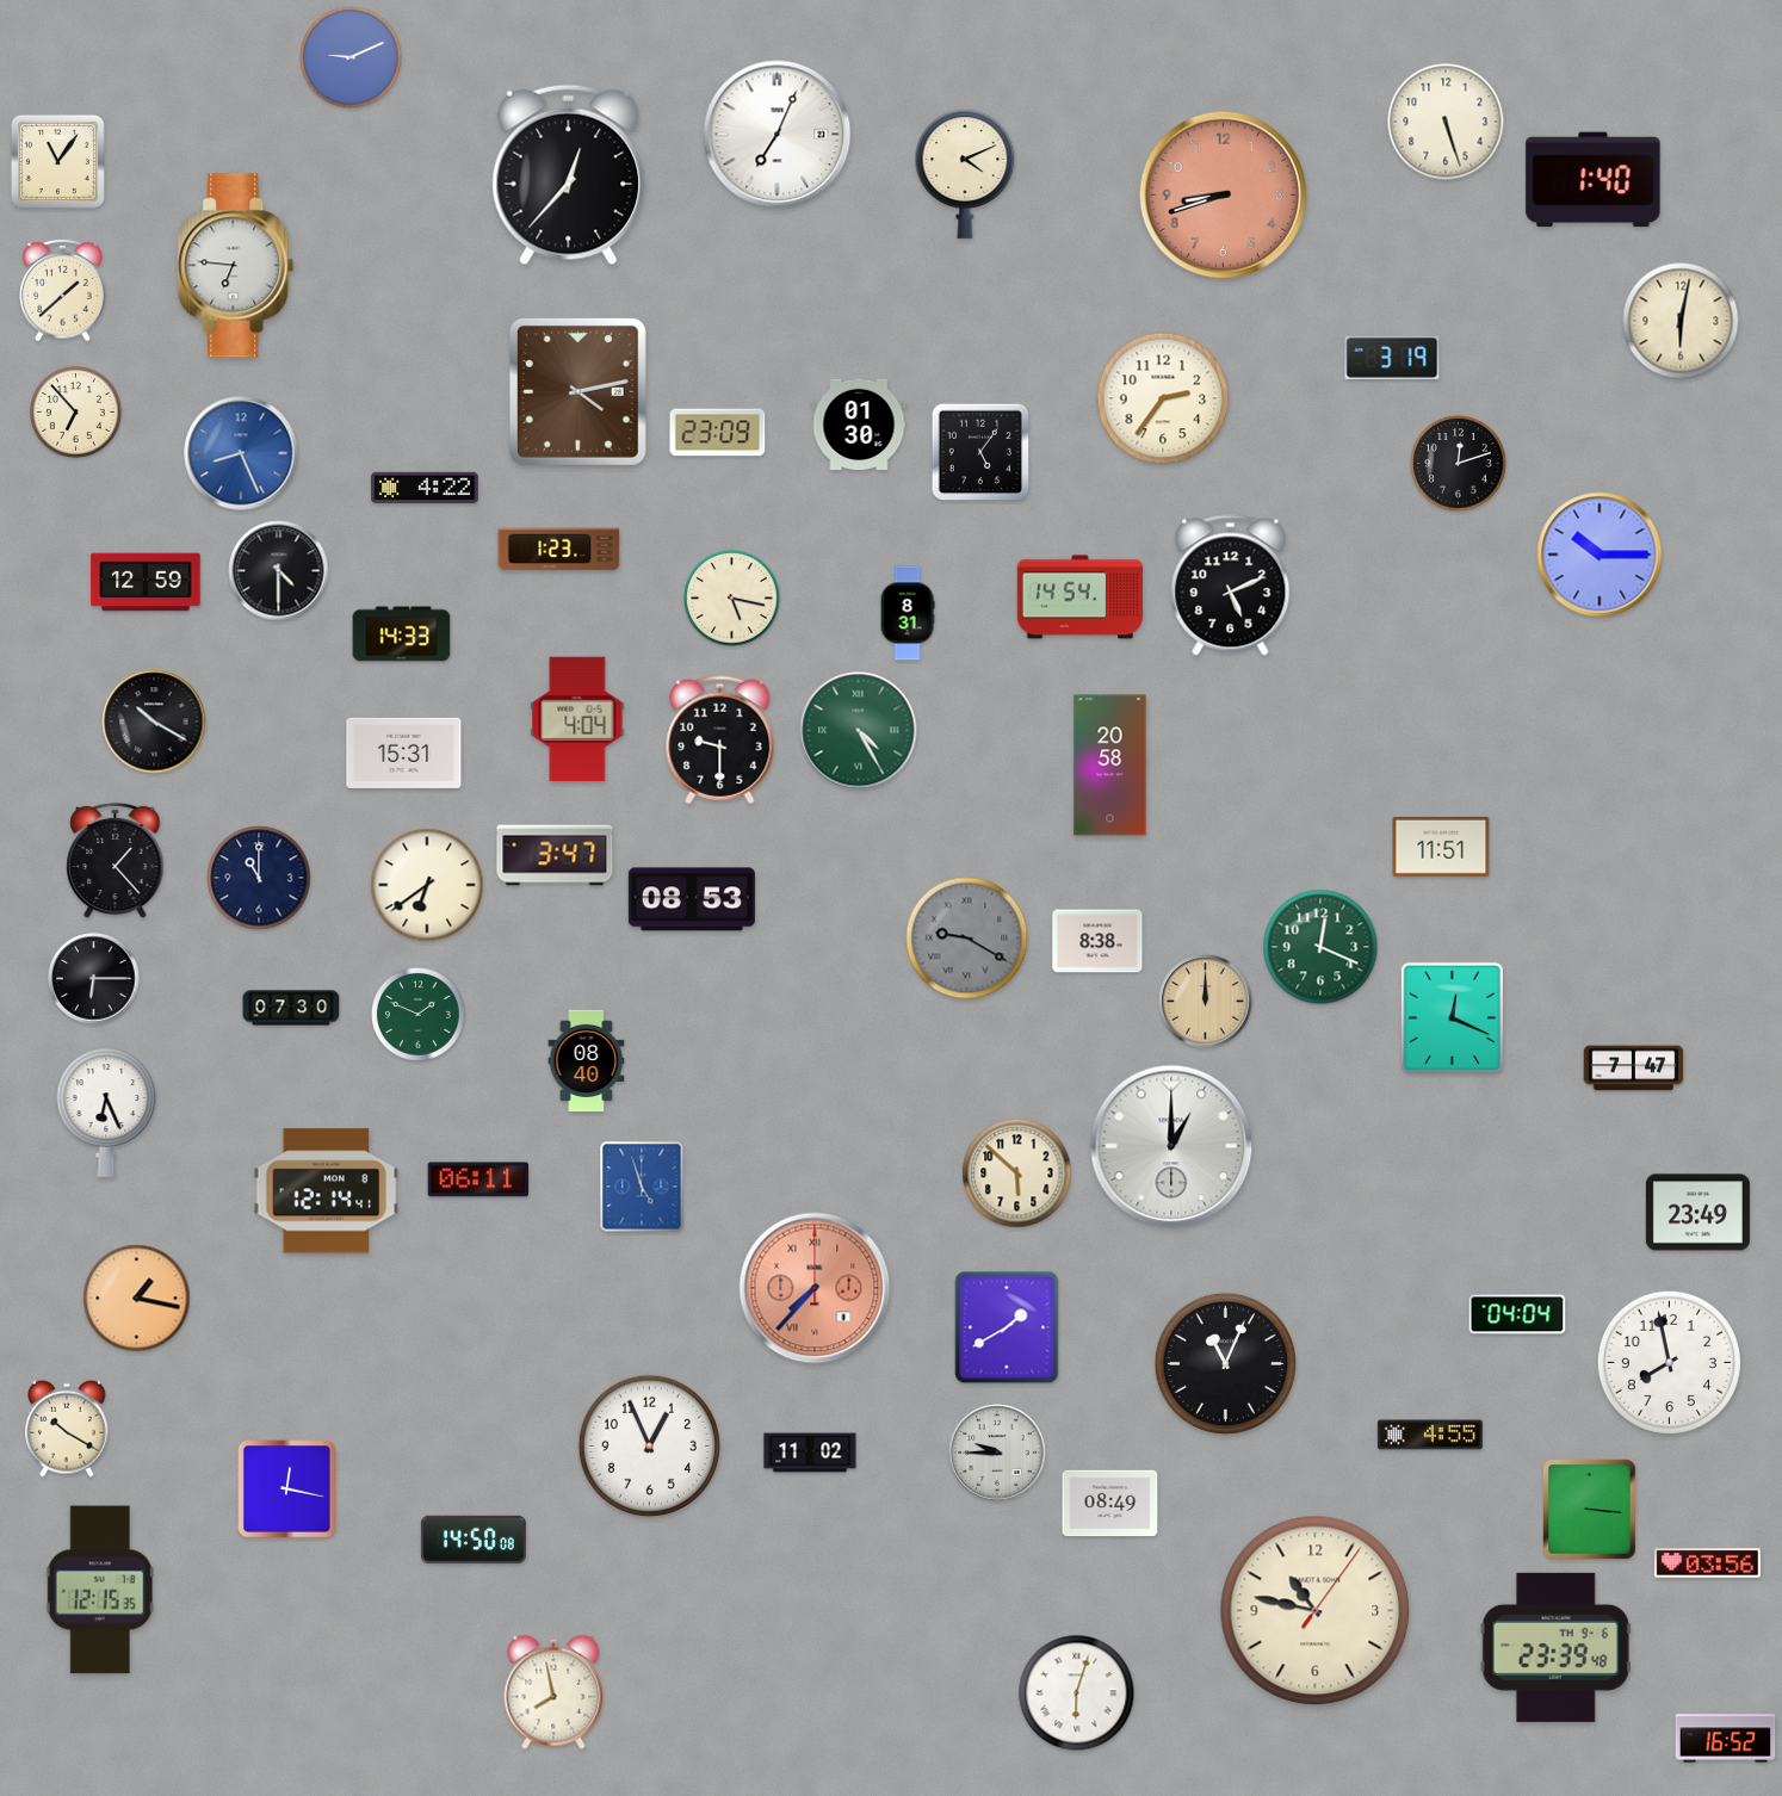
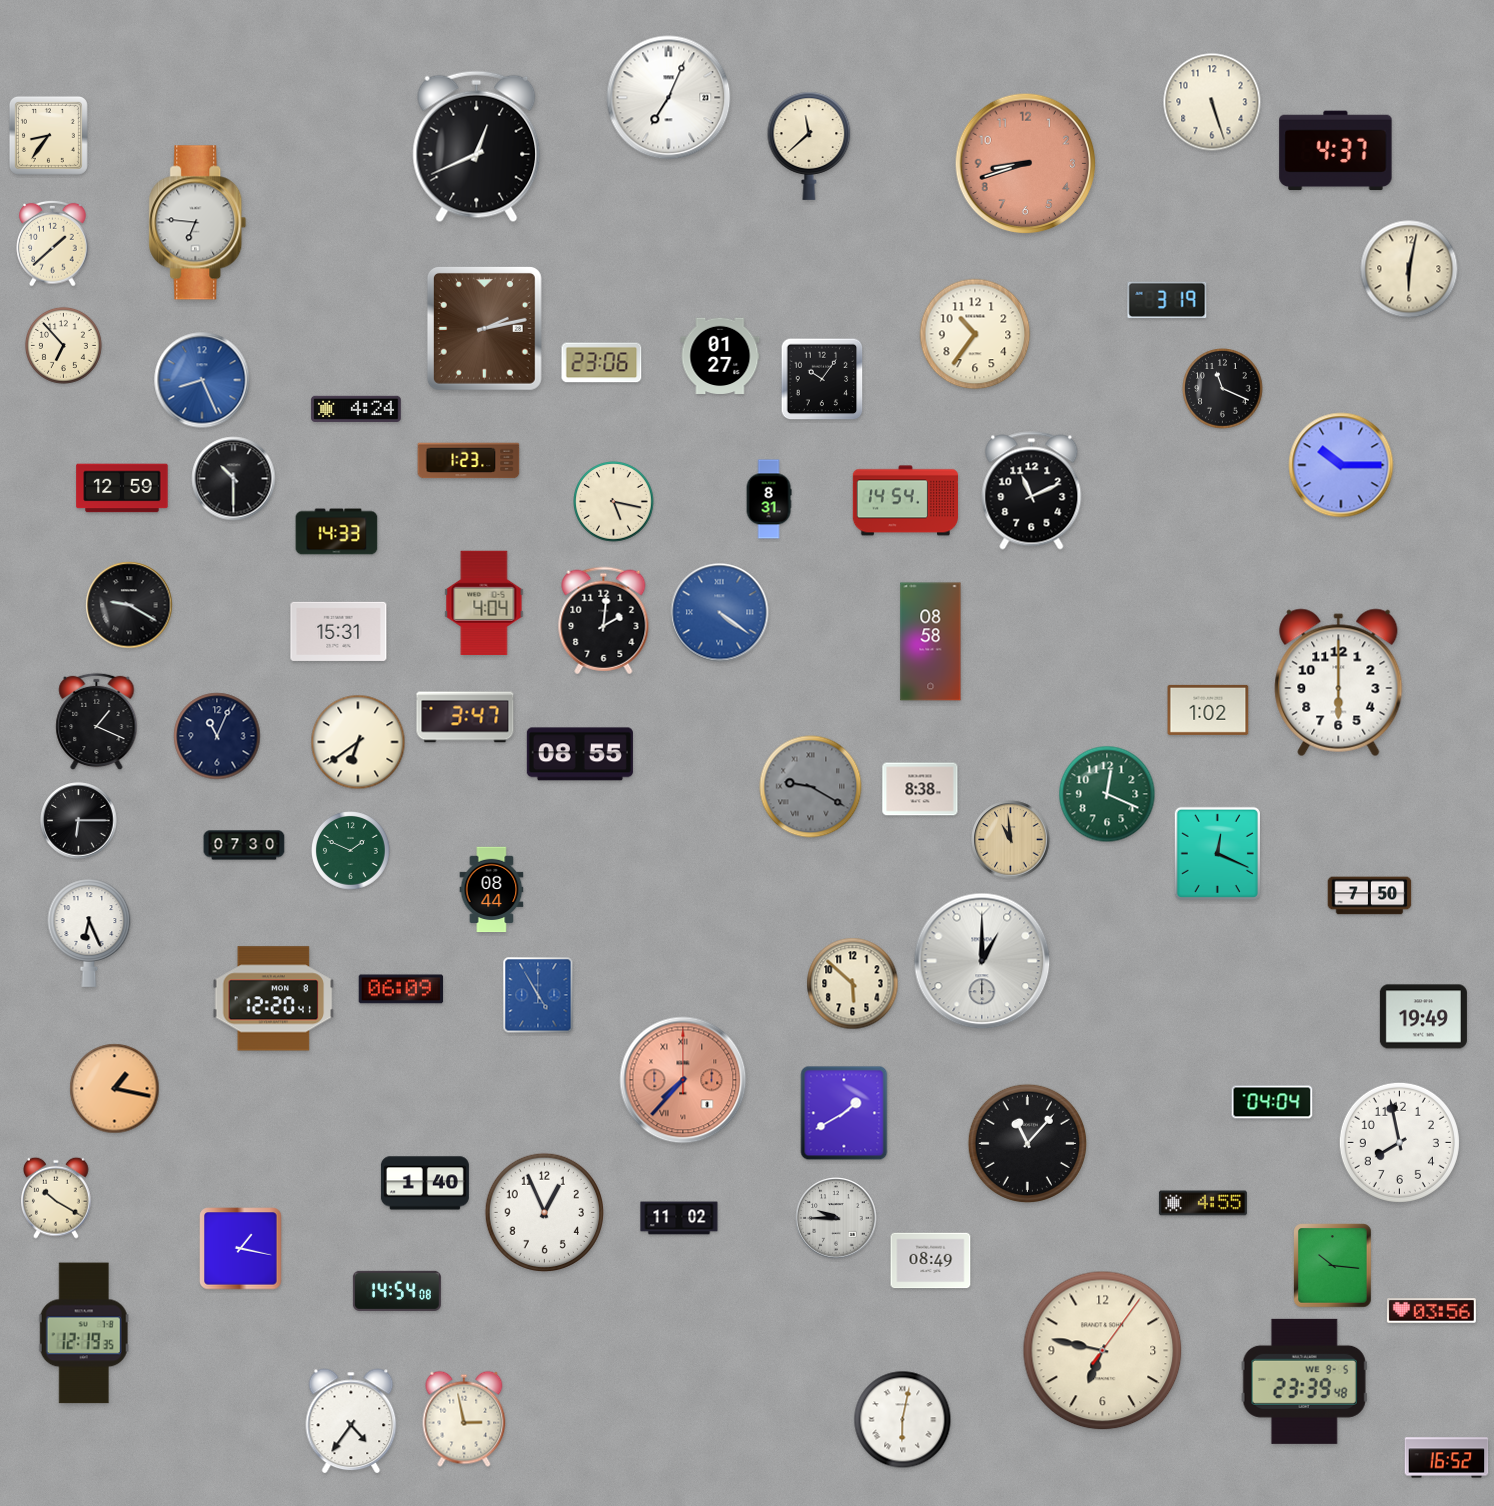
clock at (351, 57): 9:11 -> none
clock at (778, 135) position: (778, 135) -> (669, 98)
clock at (57, 161): 11:06 -> 8:36
clock at (965, 174): 4:11 -> 11:38
clock at (569, 175): 12:37 -> 12:41
clock at (1594, 180): 1:40 -> 4:37
clock at (577, 391): 4:13 -> 2:13
clock at (1163, 398): 2:36 -> 10:36
clock at (859, 425): 01:30 -> 01:27
clock at (718, 433): 23:09 -> 23:06
clock at (980, 452): 5:06 -> 10:06
clock at (1459, 464): 12:12 -> 11:19
clock at (425, 488): 4:22 -> 4:24
clock at (279, 571): 4:30 -> 10:30
clock at (1231, 586): 5:11 -> 11:11
clock at (908, 613) position: (908, 613) -> (769, 499)
clock at (154, 722): 10:20 -> 9:20
clock at (859, 731): 4:25 -> 4:21
clock at (859, 731) dial: green -> blue
clock at (720, 741): 9:30 -> 2:01
clock at (1110, 766): 20:58 -> 08:58
clock at (1339, 683): none -> 6:00
clock at (1441, 847): 11:51 -> 1:02
clock at (116, 861): 1:23 -> 1:19
clock at (259, 878): 11:00 -> 11:04
clock at (692, 899): 08:53 -> 08:55
clock at (1206, 1002): 12:00 -> 10:59
clock at (587, 1061): 08:40 -> 08:44
clock at (1634, 1069): 7:47 -> 7:50
clock at (478, 1179): 06:11 -> 06:09
clock at (642, 1187): 4:57 -> 4:55
clock at (327, 1191): 12:14 -> 12:20
clock at (1697, 1213): 23:49 -> 19:49
clock at (1225, 1363): 11:04 -> 11:07
clock at (425, 1183): none -> 1:40
clock at (1430, 1435) position: (1430, 1435) -> (1203, 1203)
clock at (287, 1490): 12:17 -> 1:17
clock at (1590, 1510): 3:16 -> 10:16
clock at (474, 1540): 14:50 -> 14:54
clock at (100, 1590): 12:15 -> 12:19
clock at (1316, 1611): 10:47 -> 6:47
clock at (1555, 1647) date: TH 9-6 -> WE 9-5
clock at (553, 1692): 7:58 -> 2:58
clock at (1077, 1693): 6:03 -> 6:02
clock at (351, 1421): none -> 4:36
